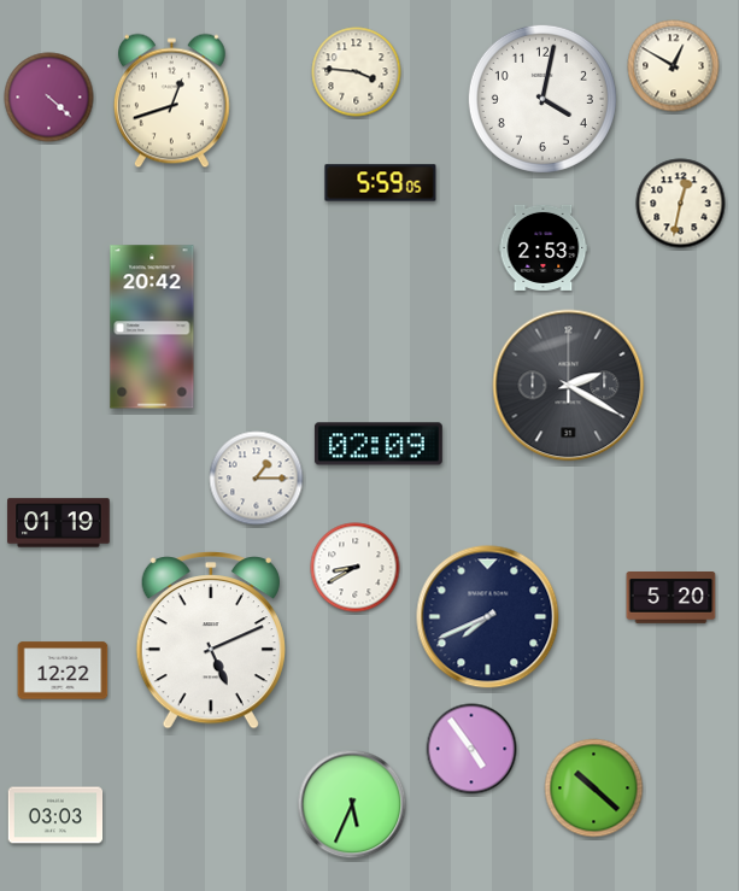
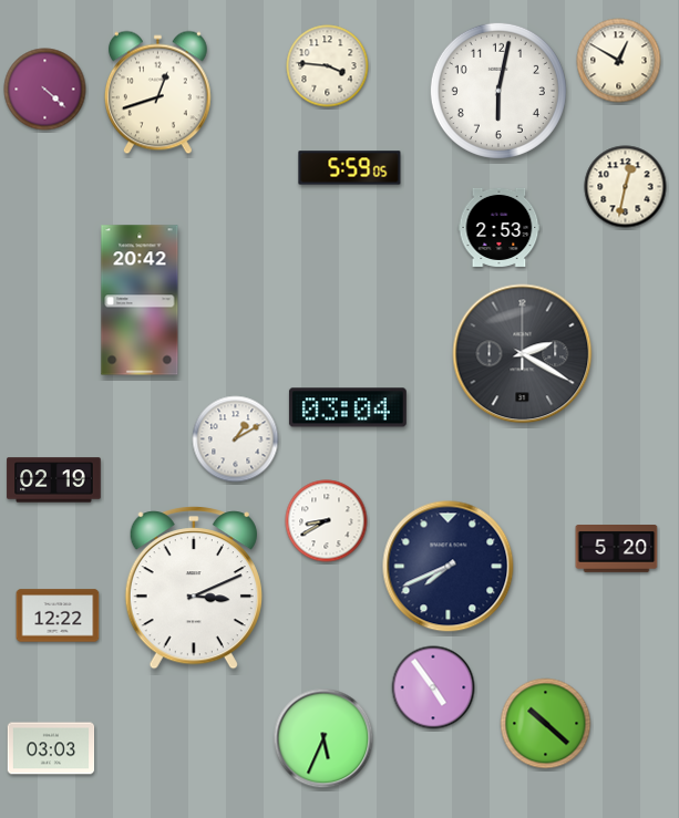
clock at (542, 99): 4:02 -> 6:02
clock at (379, 444): 02:09 -> 03:04
clock at (257, 479): 1:15 -> 1:10
clock at (59, 523): 01:19 -> 02:19
clock at (211, 640): 5:11 -> 3:11
